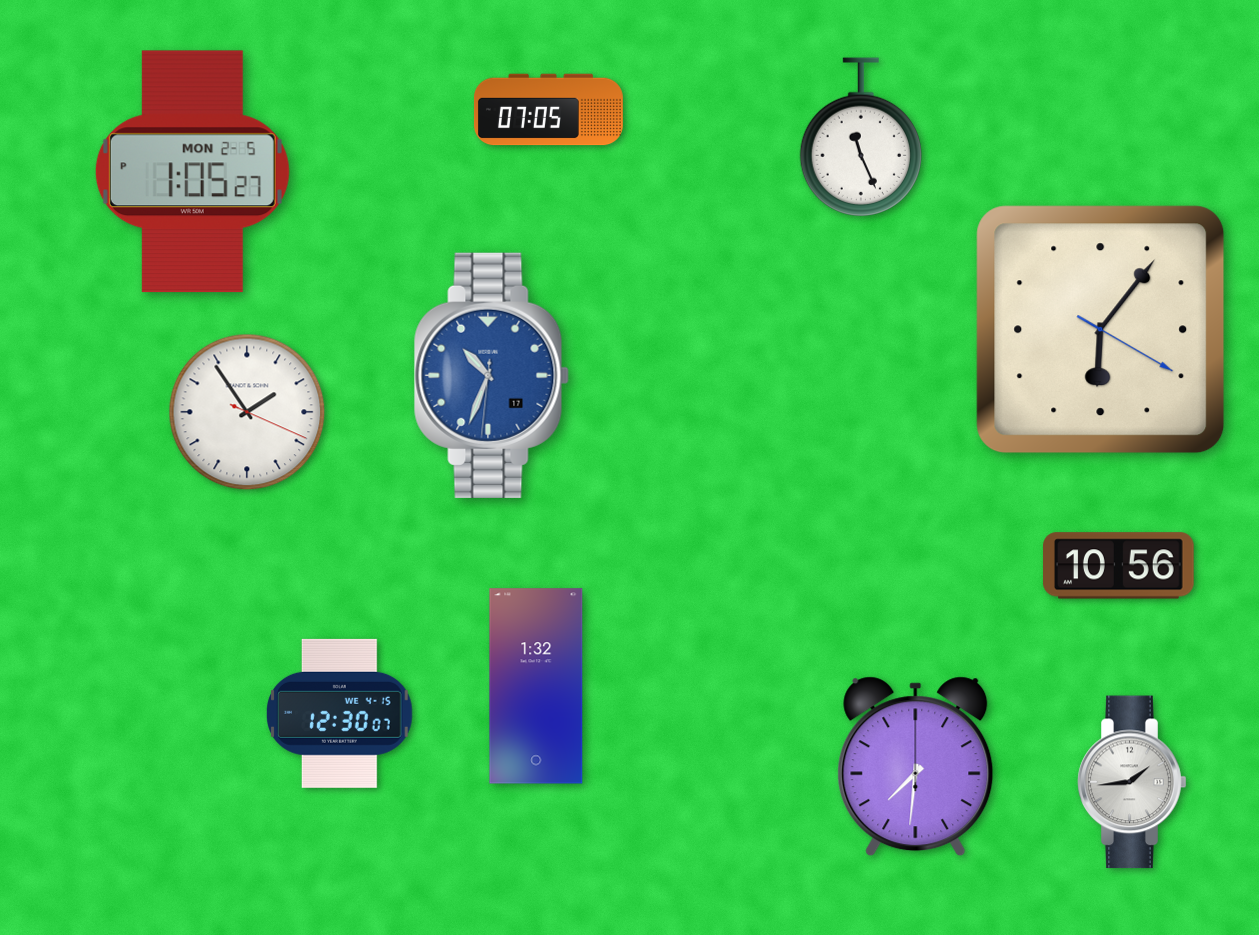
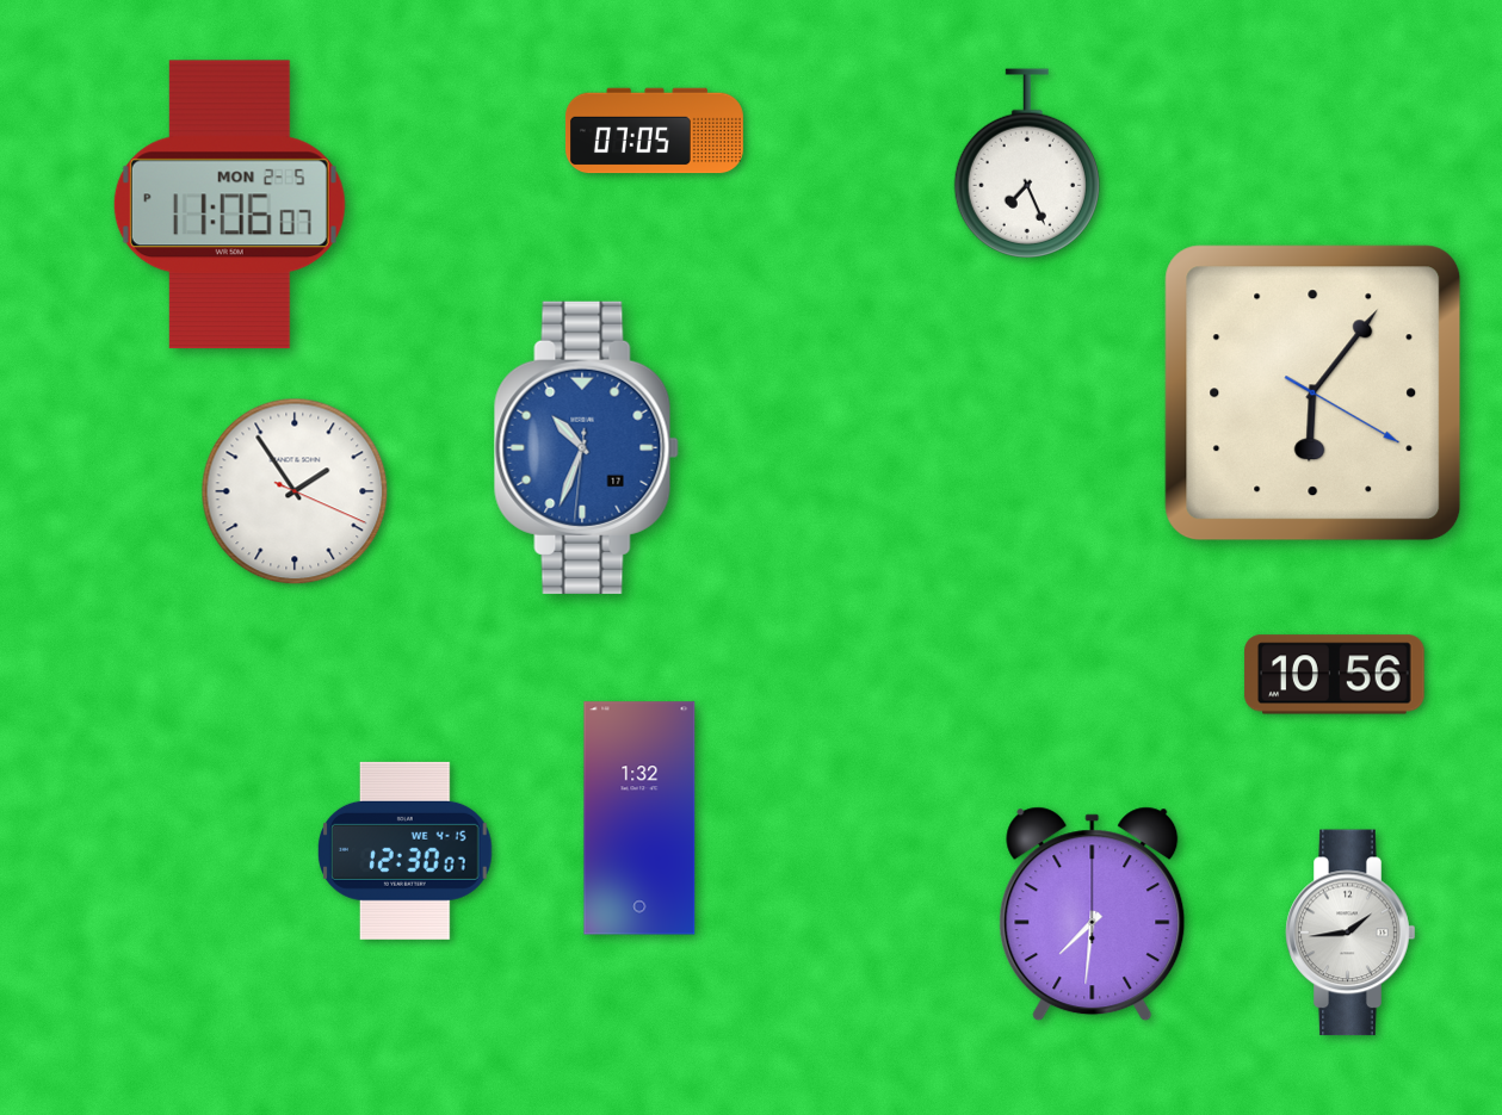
clock at (861, 137): 11:26 -> 7:26
clock at (192, 172): 1:05 -> 11:06
